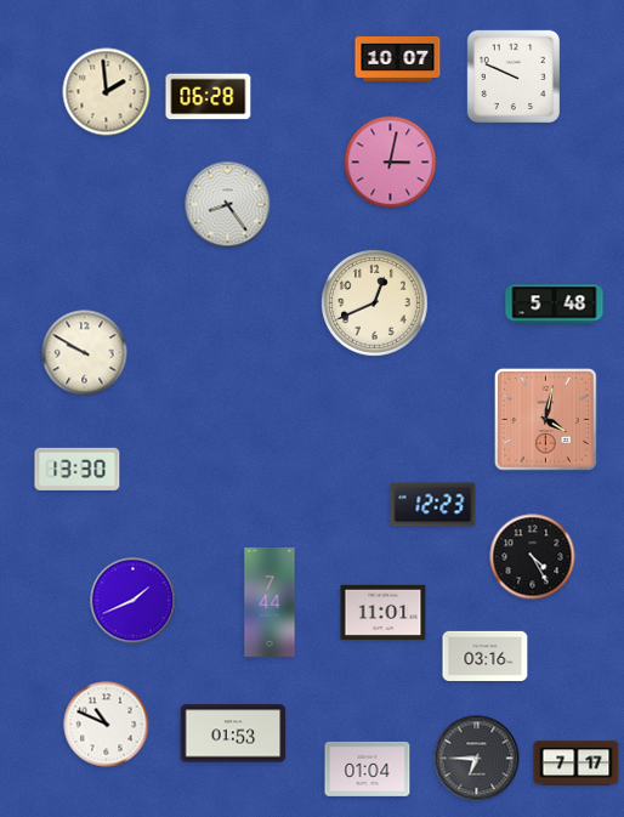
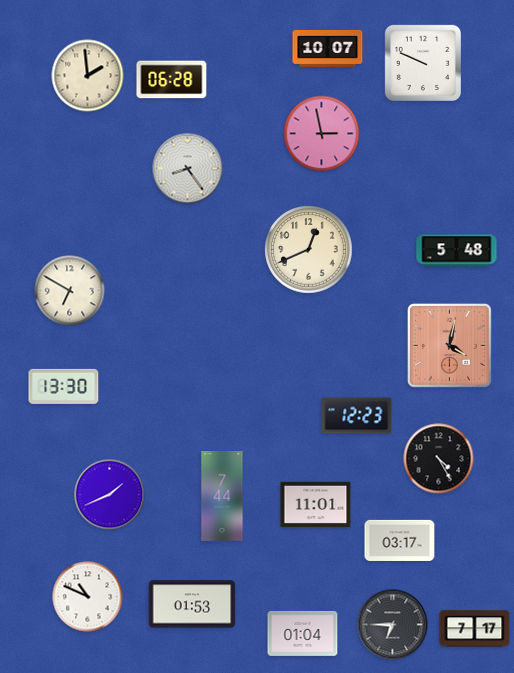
clock at (391, 163): 3:02 -> 2:58
clock at (85, 353): 9:50 -> 6:50
clock at (486, 656): 03:16 -> 03:17
